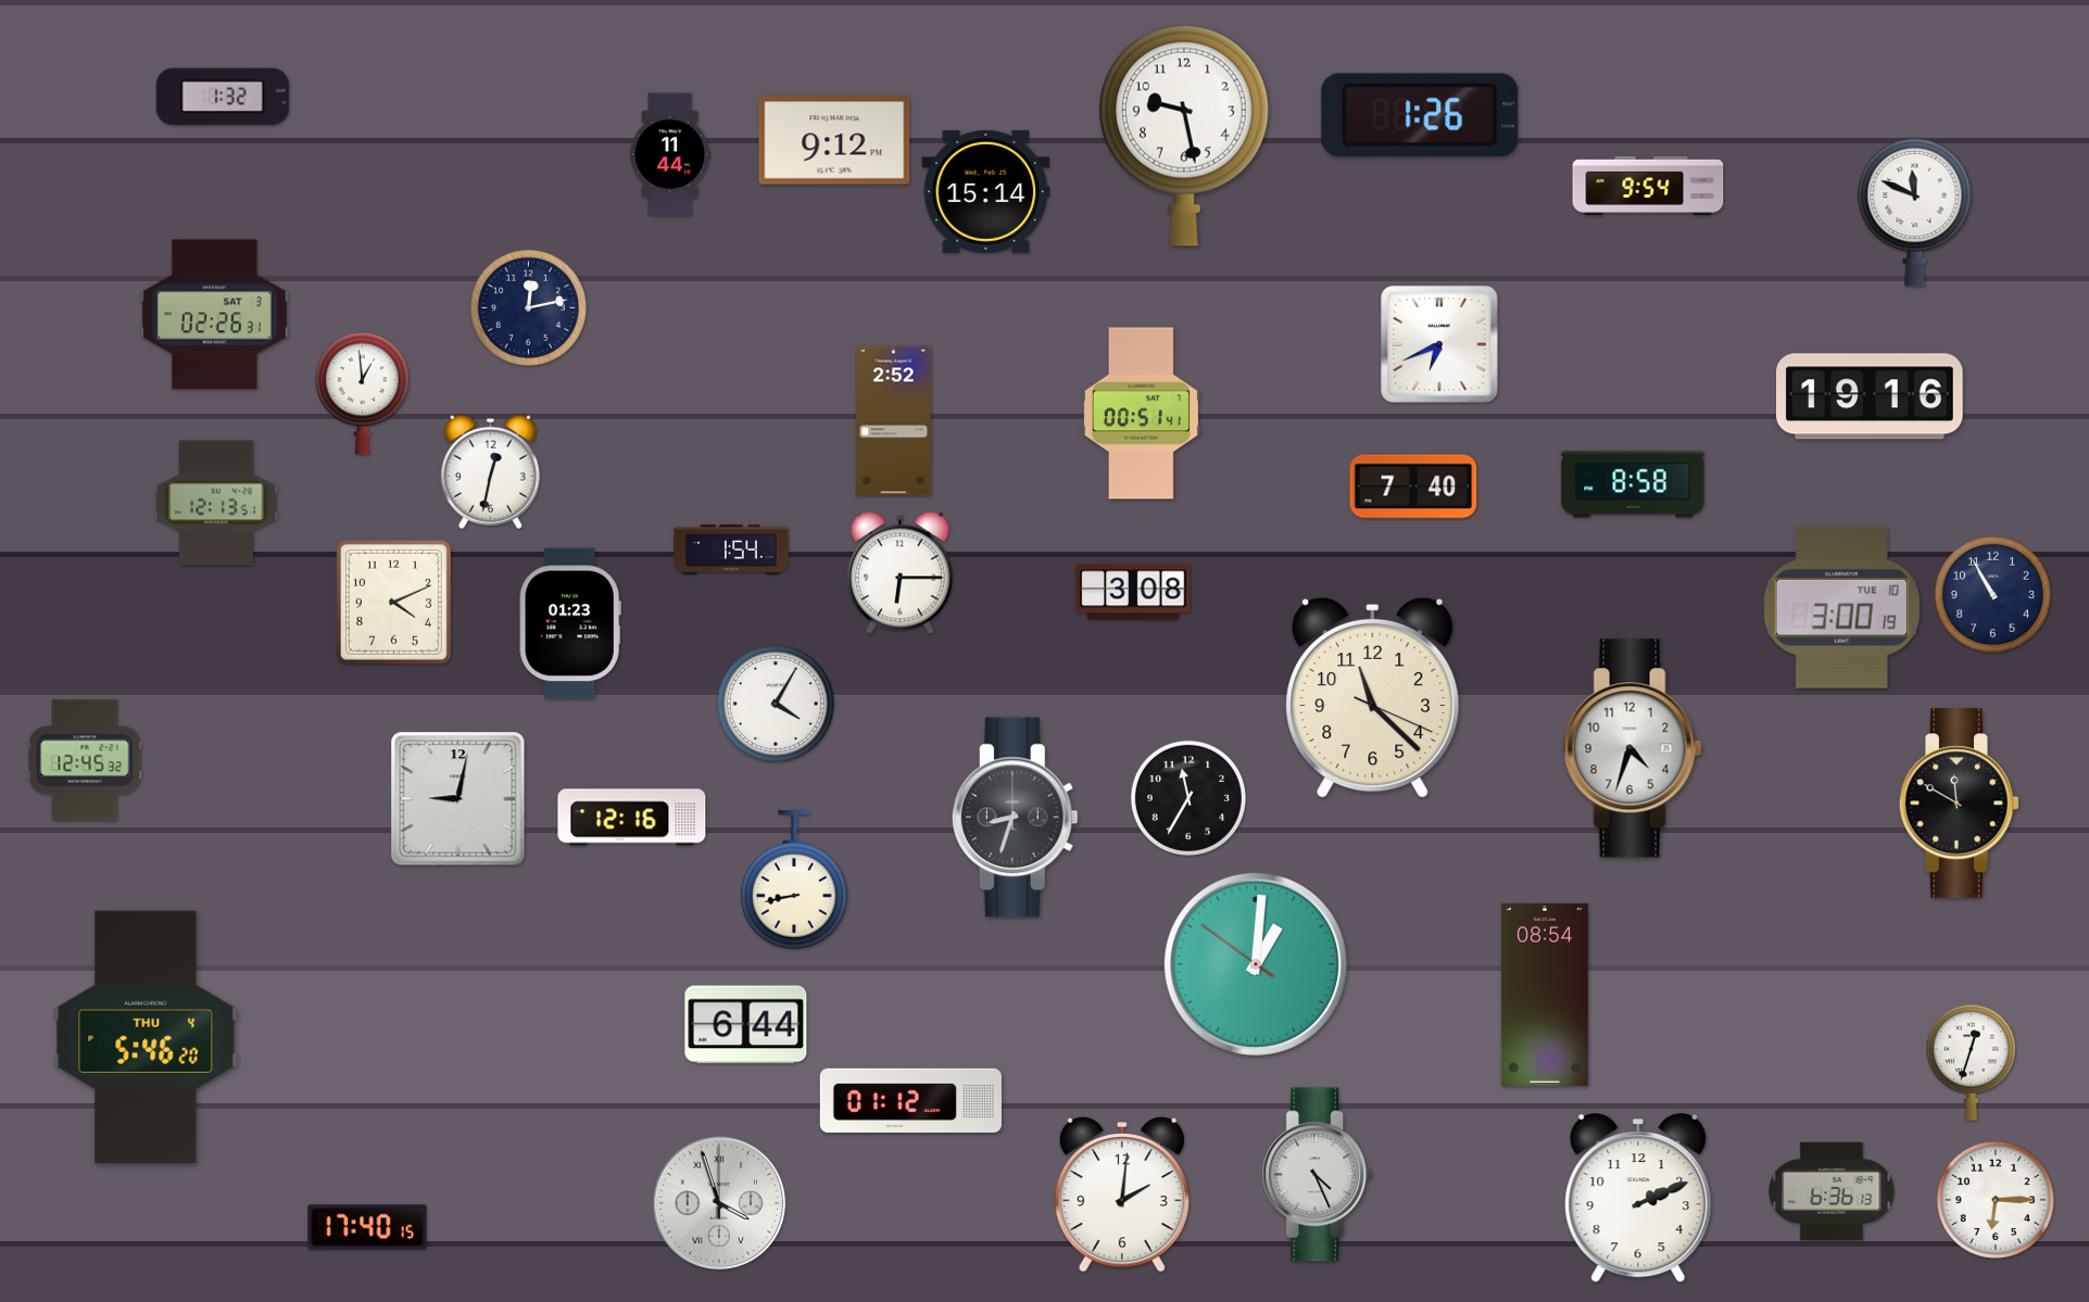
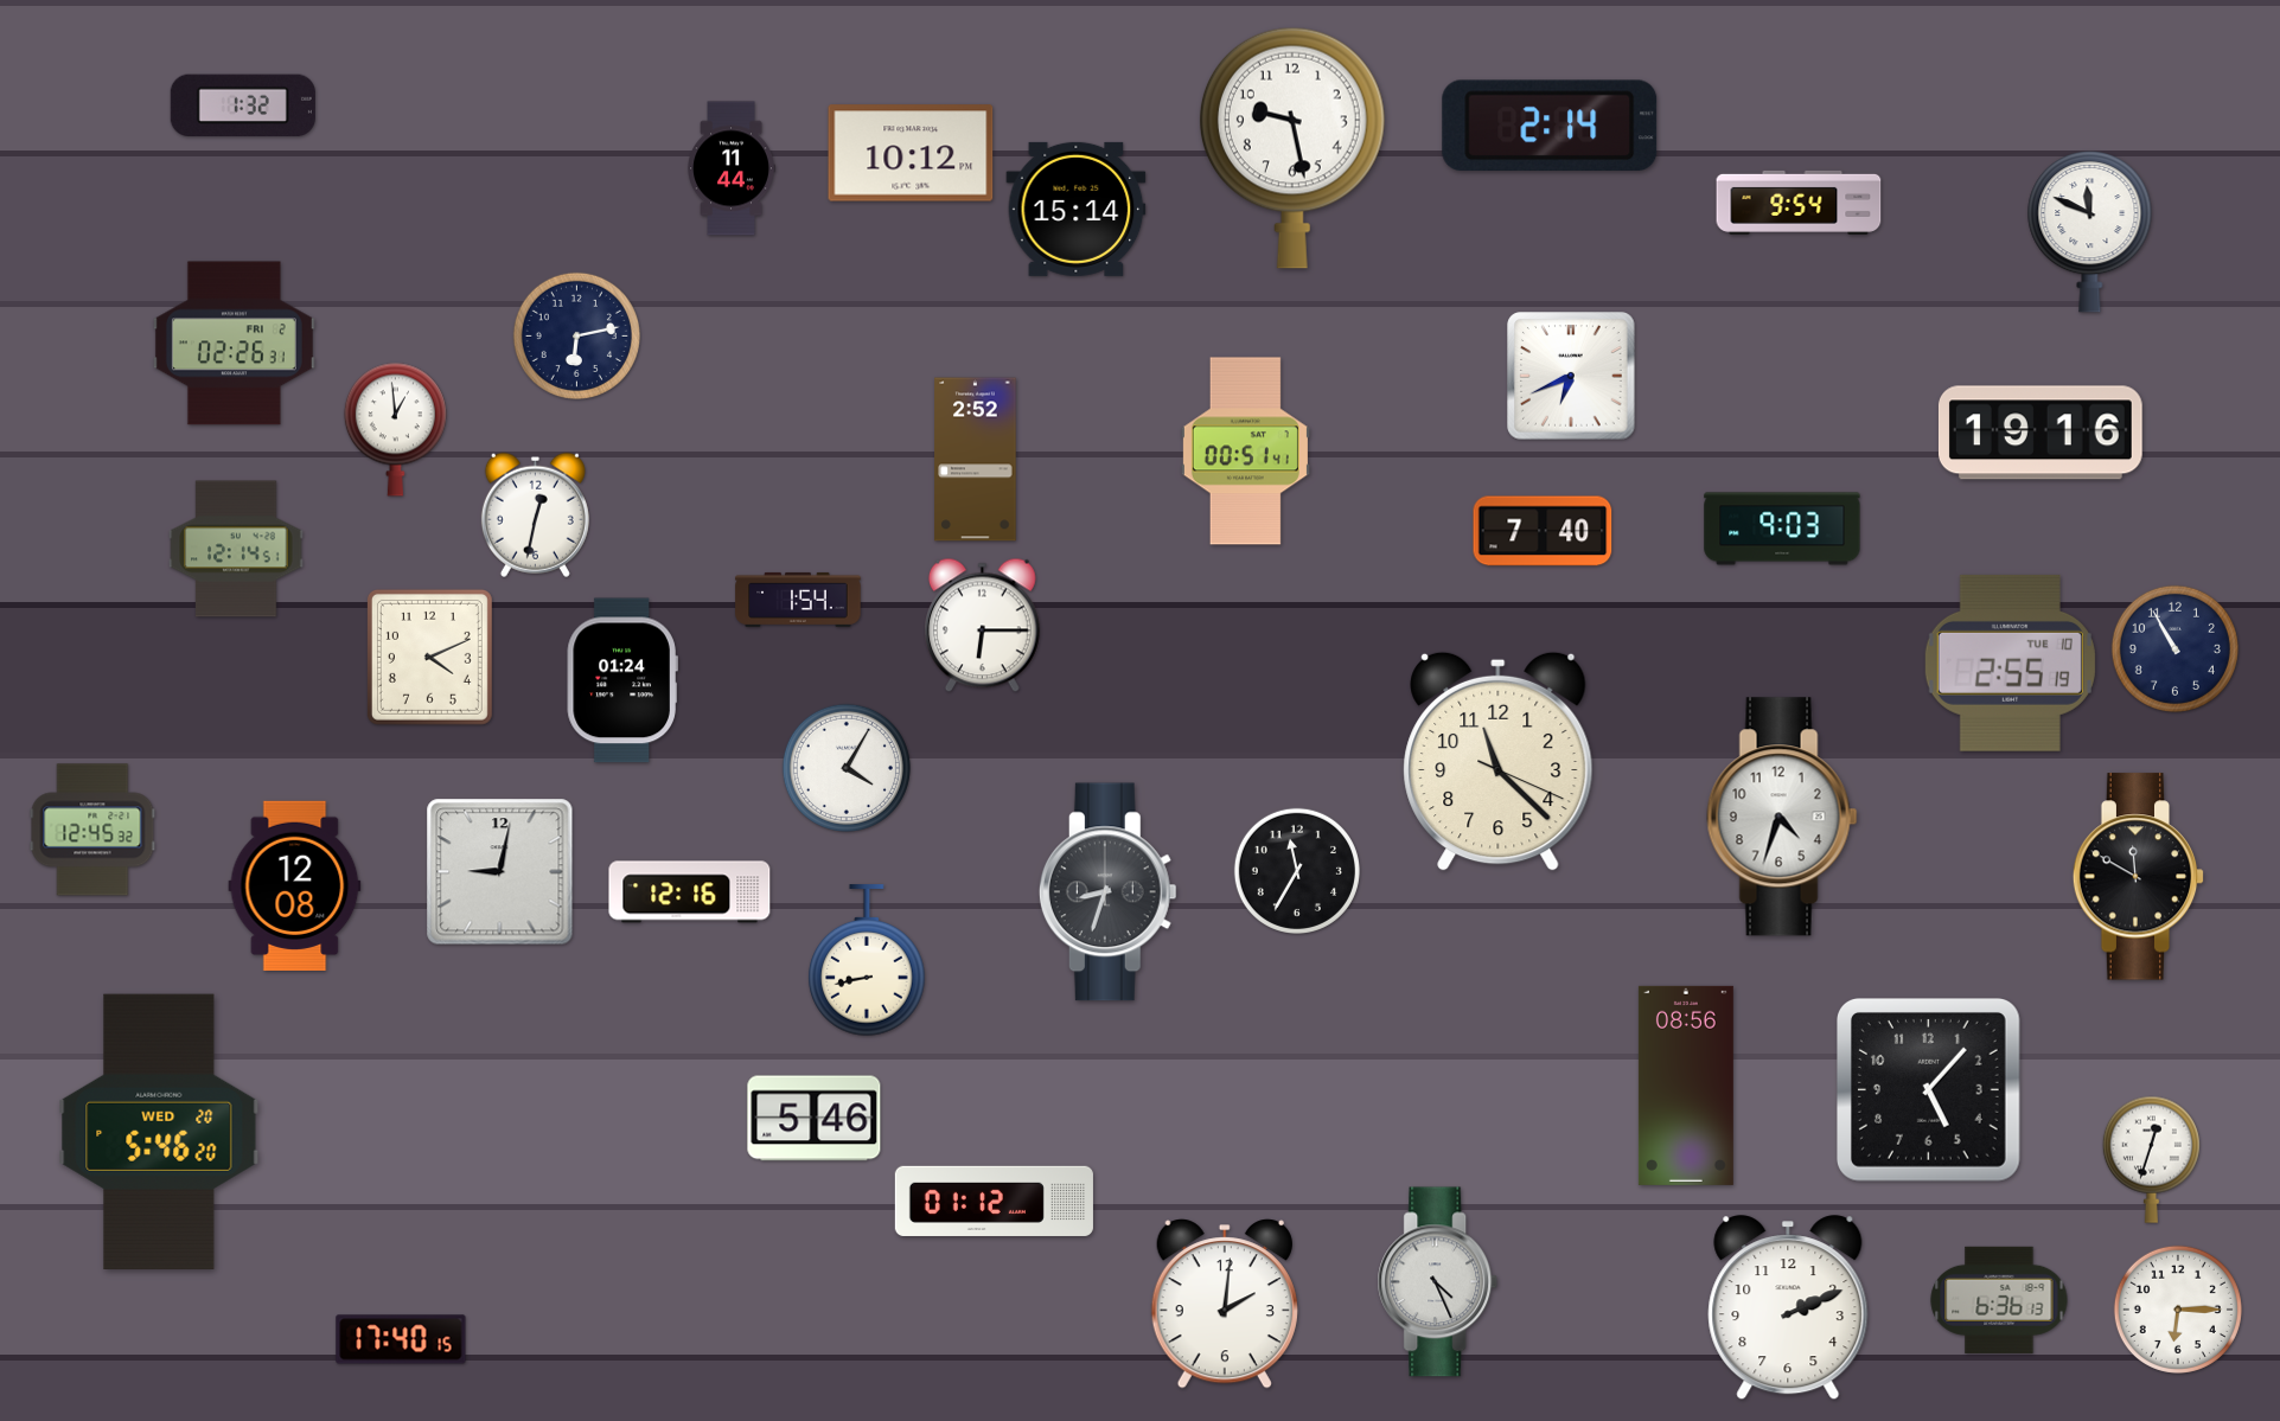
clock at (1420, 114): 1:26 -> 2:14
clock at (834, 140): 9:12 -> 10:12
clock at (528, 307): 12:13 -> 6:13
clock at (214, 315) date: SAT 3 -> FRI 2
clock at (1633, 484): 8:58 -> 9:03
clock at (216, 503): 12:13 -> 12:14
clock at (1133, 592): 3:08 -> none
clock at (1841, 607): 3:00 -> 2:55
clock at (570, 623): 01:23 -> 01:24
clock at (295, 885): none -> 12:08
clock at (1256, 964): 1:00 -> none
clock at (1545, 995): 08:54 -> 08:56
clock at (1929, 1090): none -> 5:07
clock at (746, 1025): 6:44 -> 5:46
clock at (146, 1037) date: THU 4 -> WED 20
clock at (719, 1203): 3:57 -> none
